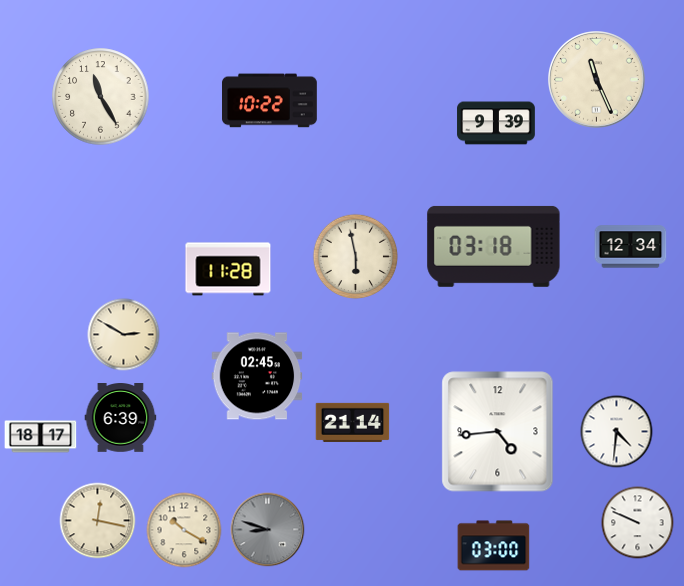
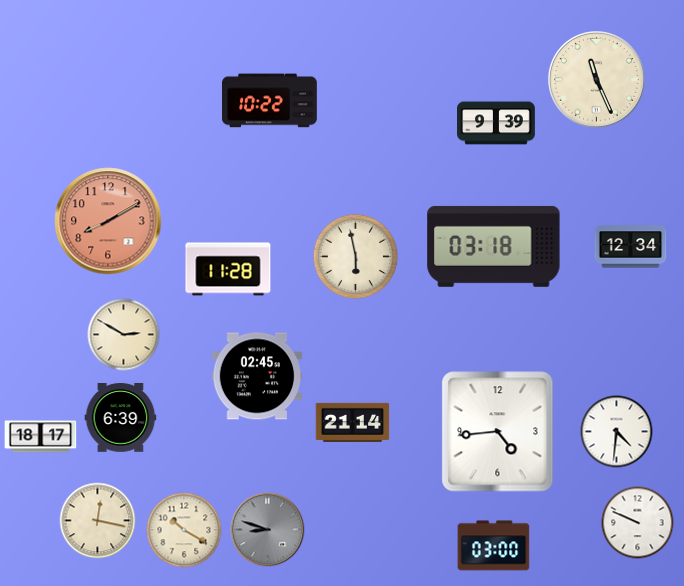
clock at (101, 97): 11:25 -> none
clock at (108, 221): none -> 8:10
